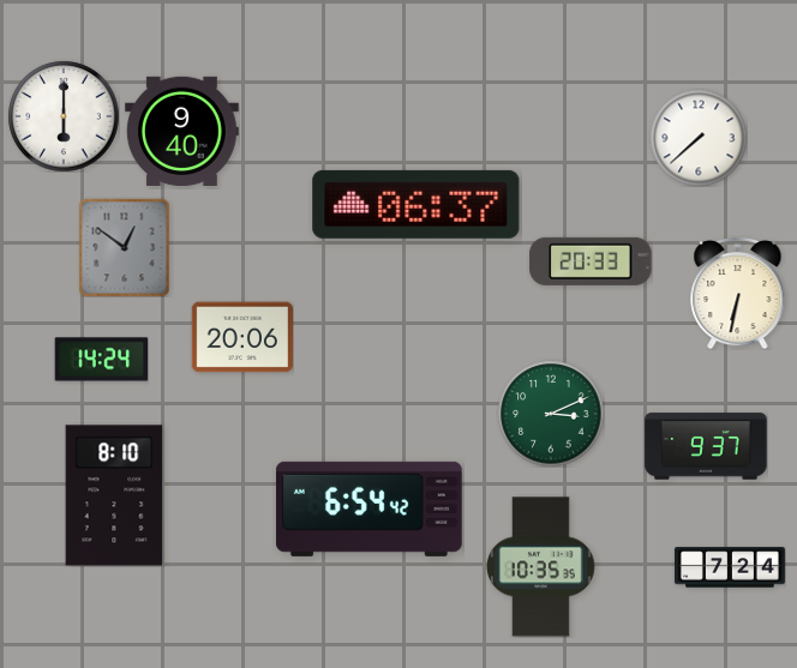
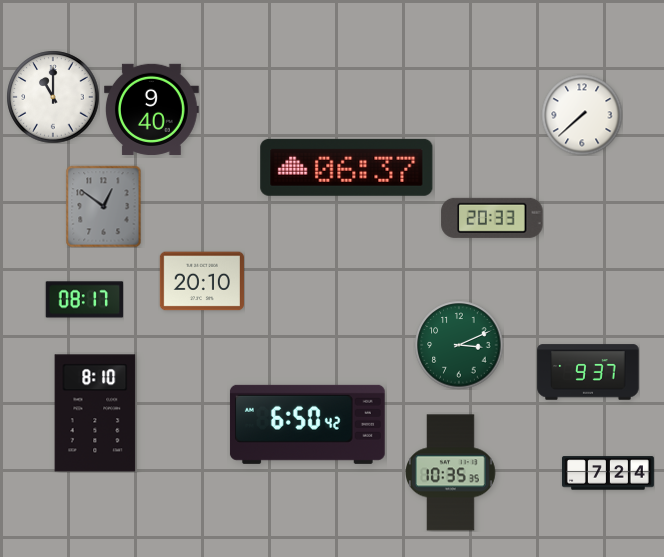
clock at (64, 116): 6:00 -> 11:00
clock at (417, 204) position: (417, 204) -> (347, 167)
clock at (738, 293): 6:32 -> none
clock at (242, 337): 20:06 -> 20:10
clock at (101, 360): 14:24 -> 08:17
clock at (368, 508): 6:54 -> 6:50
